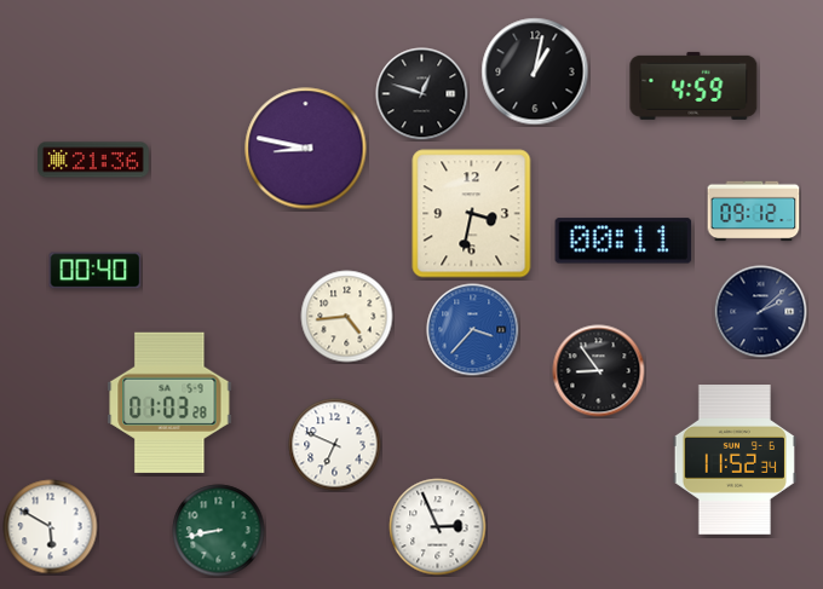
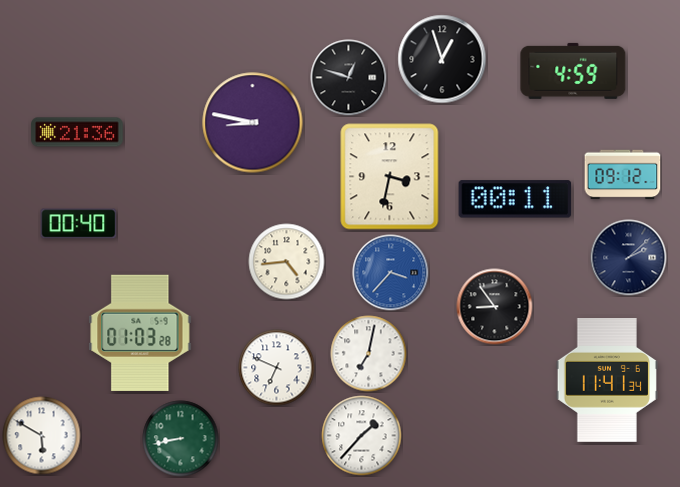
clock at (535, 71): 1:02 -> 12:57
clock at (369, 354): none -> 7:02
clock at (735, 461): 11:52 -> 11:41
clock at (438, 527): 2:56 -> 1:37
